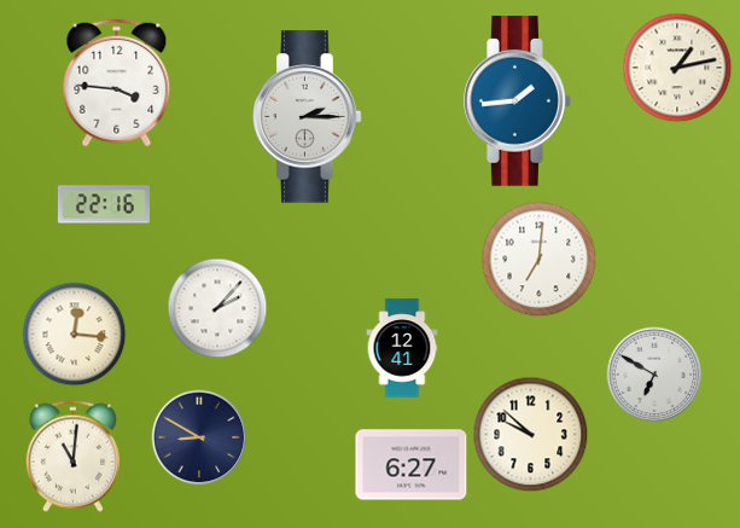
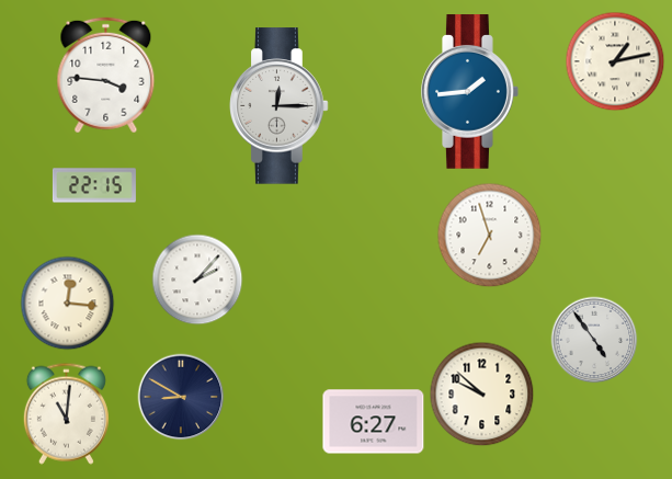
clock at (308, 117): 2:15 -> 12:15
clock at (104, 204): 22:16 -> 22:15
clock at (540, 260): 7:01 -> 6:57
clock at (402, 348): 12:41 -> none
clock at (654, 375): 6:50 -> 4:54
